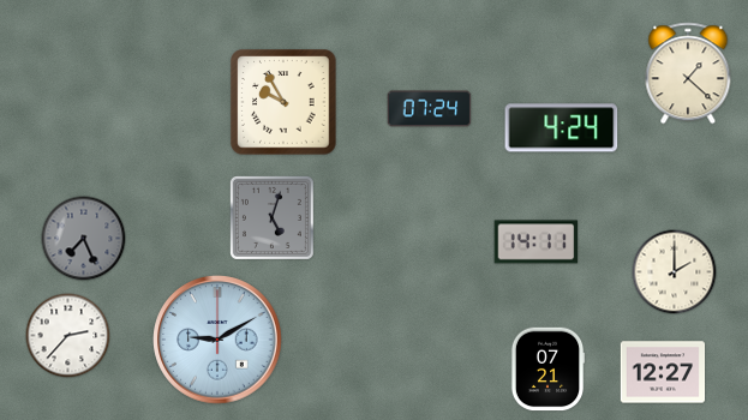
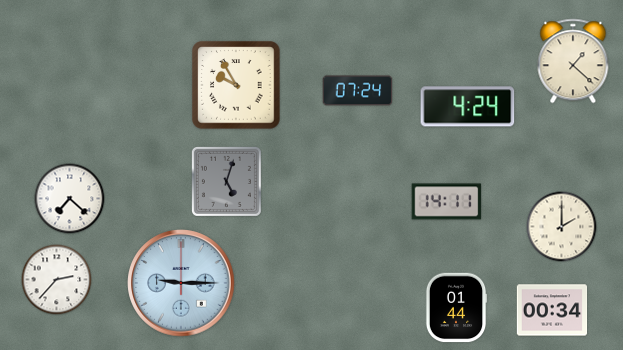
clock at (84, 239): 7:26 -> 7:22
clock at (84, 239) dial: grey -> white
clock at (217, 340): 9:10 -> 9:15
clock at (547, 370): 07:21 -> 01:44
clock at (663, 372): 12:27 -> 00:34
